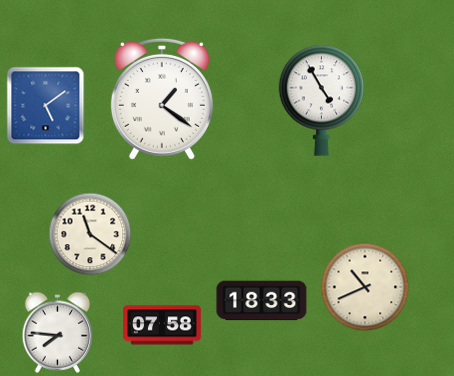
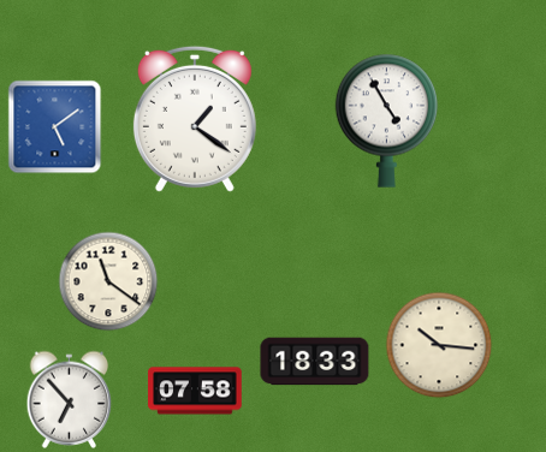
clock at (365, 287): 10:41 -> 10:16
clock at (58, 332): 7:46 -> 6:53
